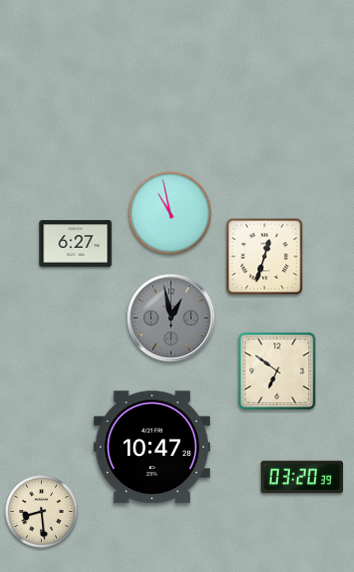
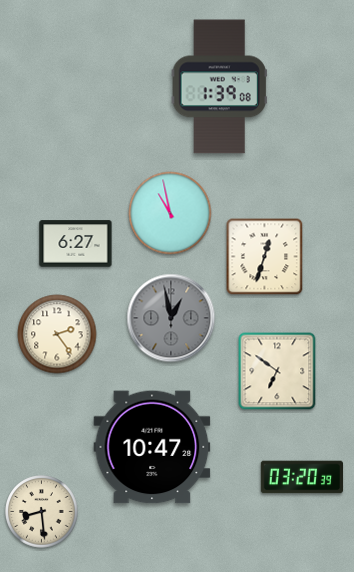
clock at (219, 87): none -> 1:39
clock at (57, 334): none -> 2:24
